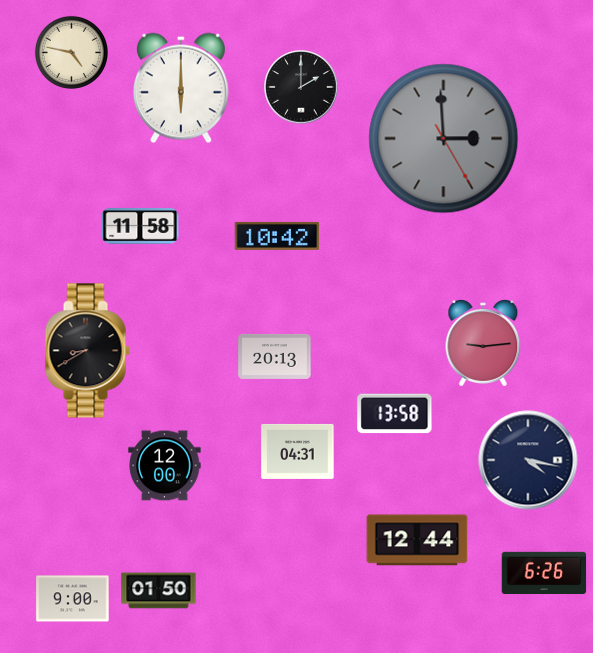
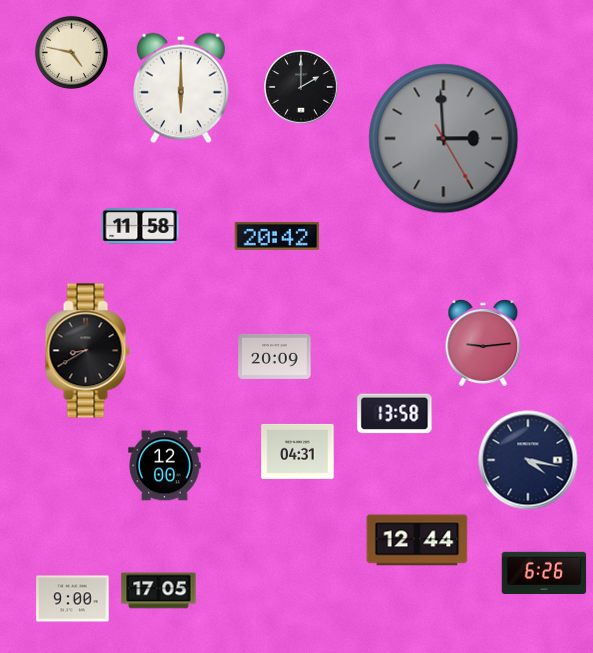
clock at (277, 236): 10:42 -> 20:42
clock at (275, 356): 20:13 -> 20:09
clock at (159, 591): 01:50 -> 17:05
